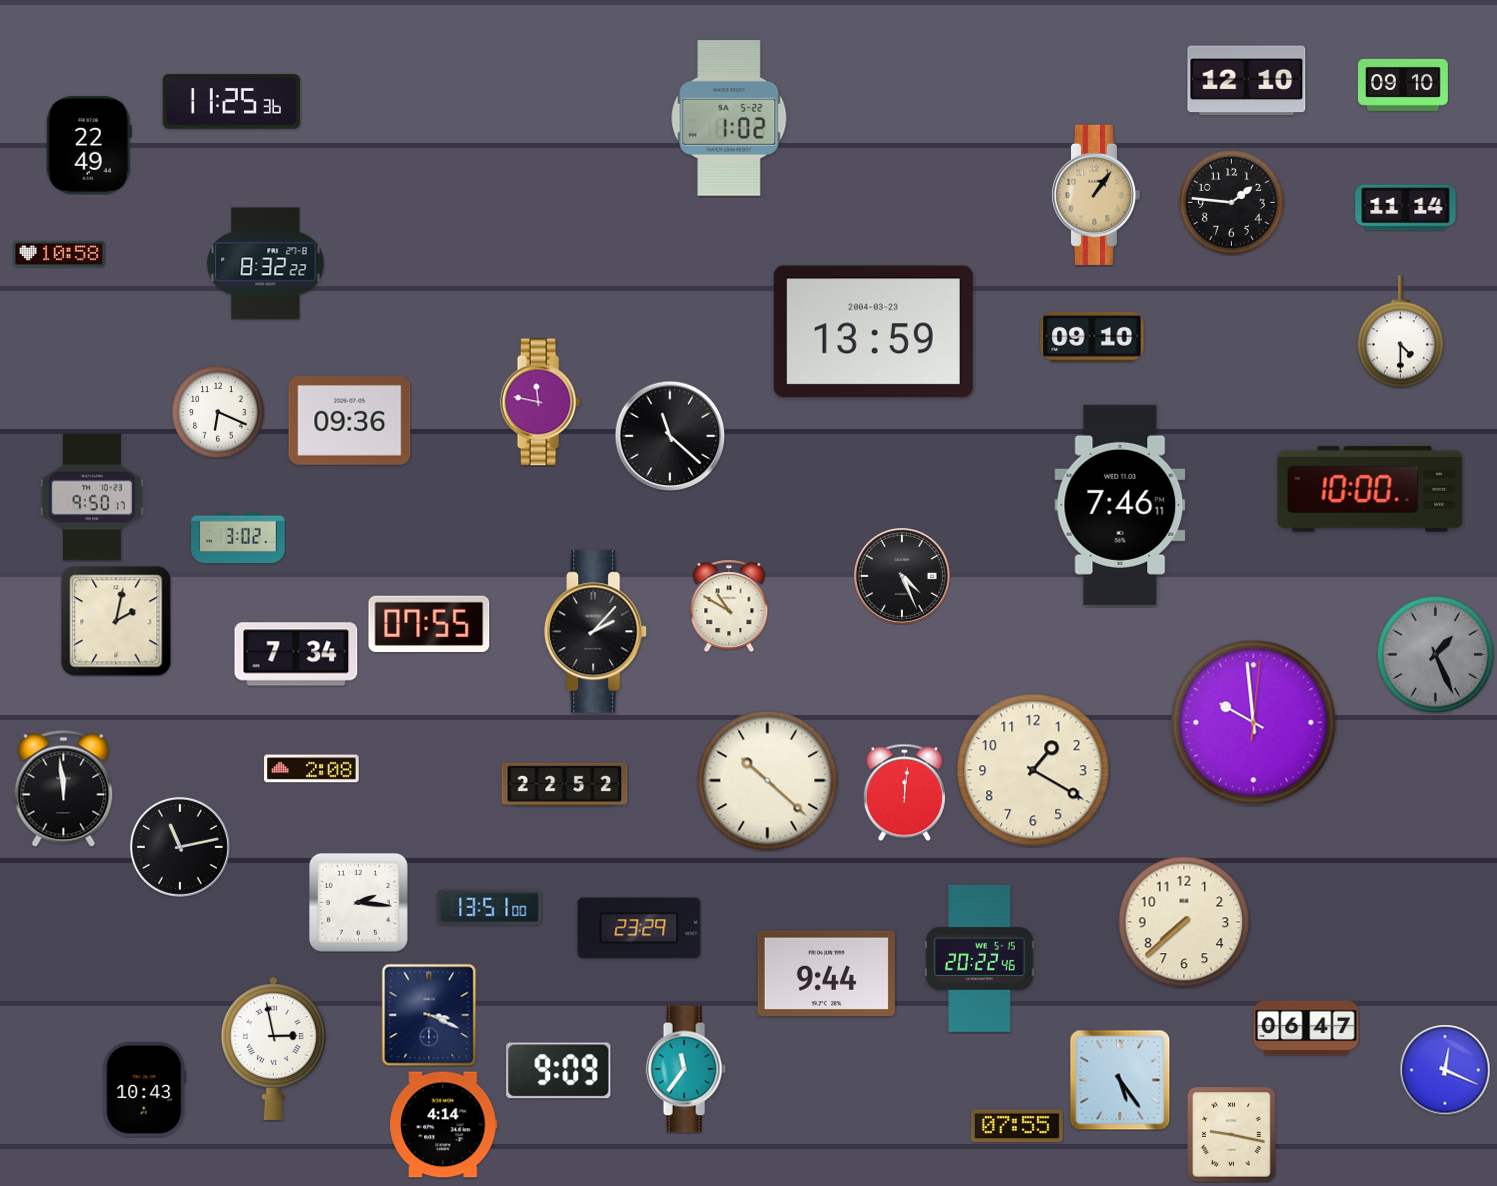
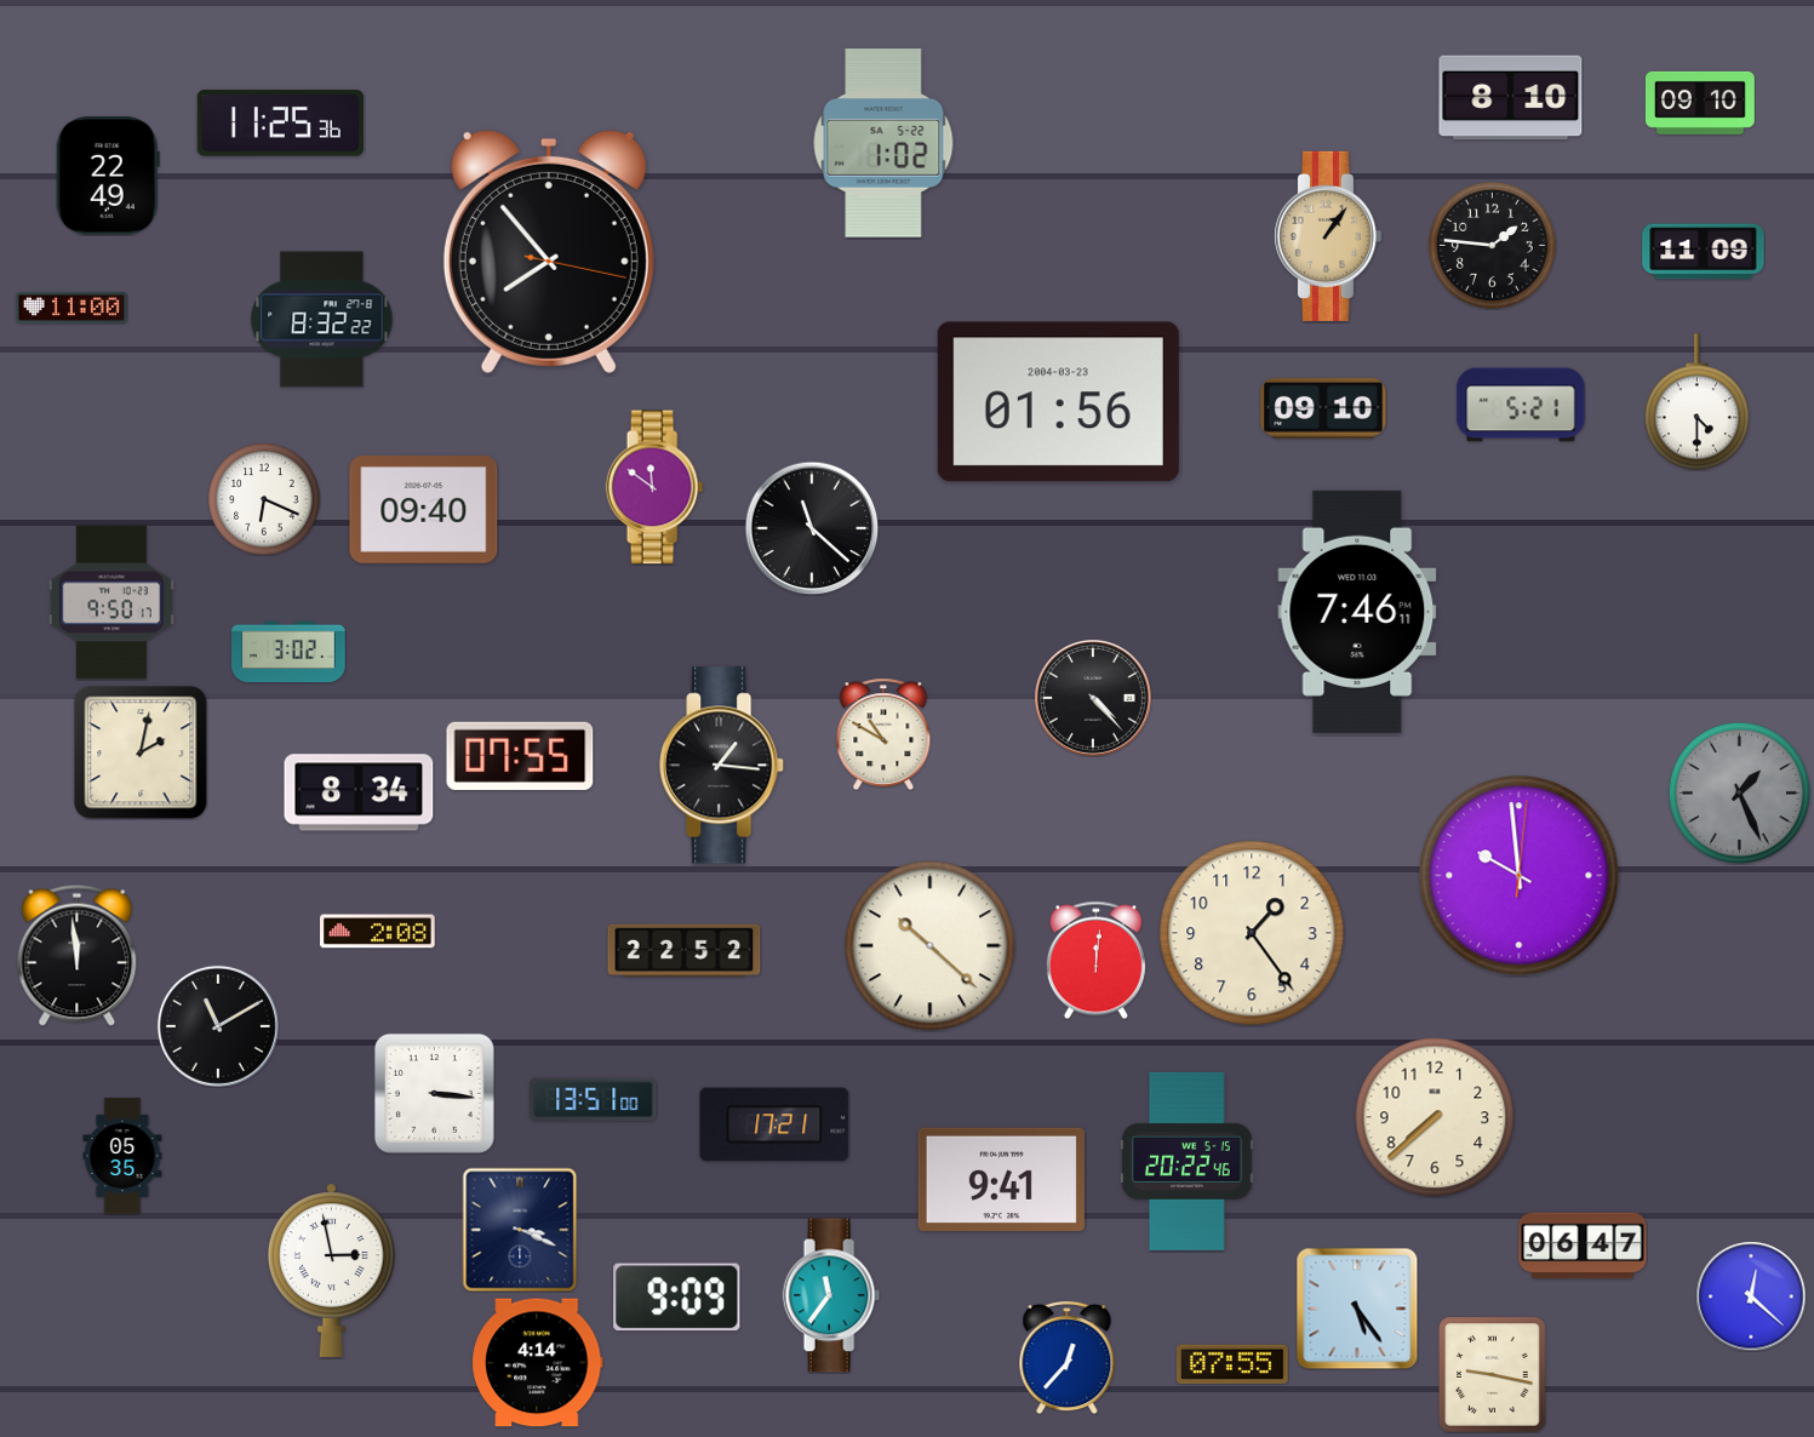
clock at (1247, 81): 12:10 -> 8:10
clock at (549, 251): none -> 7:53
clock at (1406, 208): 11:14 -> 11:09
clock at (60, 254): 10:58 -> 11:00
clock at (873, 332): 13:59 -> 01:56
clock at (1521, 405): none -> 5:21
clock at (540, 402): 11:47 -> 11:51
clock at (350, 420): 09:36 -> 09:40
clock at (1370, 489): 10:00 -> none
clock at (903, 577): 4:26 -> 4:23
clock at (596, 632): 2:07 -> 1:16
clock at (296, 654): 7:34 -> 8:34
clock at (1033, 770): 1:20 -> 1:24
clock at (180, 847): 11:13 -> 11:10
clock at (358, 902): 2:16 -> 3:16
clock at (639, 928): 23:29 -> 17:21
clock at (122, 1156): none -> 05:35
clock at (826, 974): 9:44 -> 9:41
clock at (1445, 1070): 12:19 -> 12:22
clock at (145, 1090): 10:43 -> none
clock at (1068, 1357): none -> 12:37
